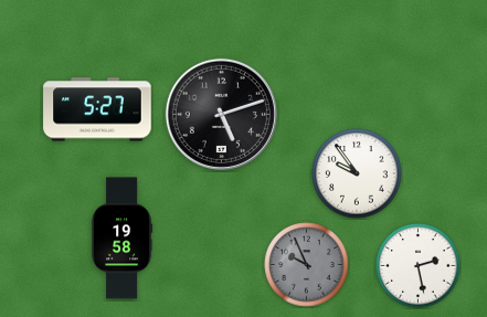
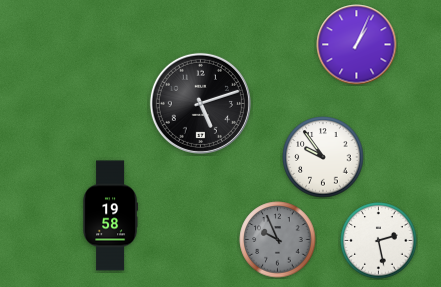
clock at (357, 45): none -> 1:04
clock at (97, 109): 5:27 -> none
